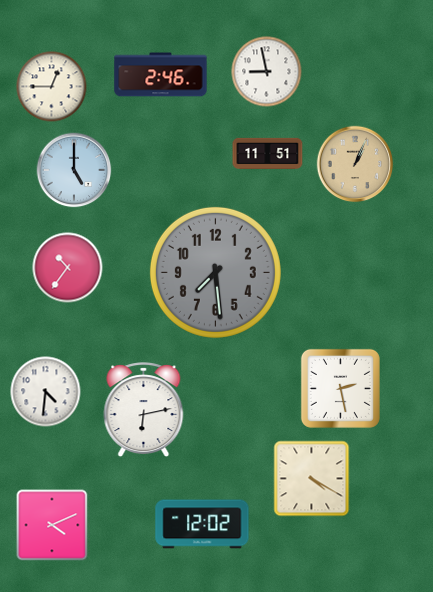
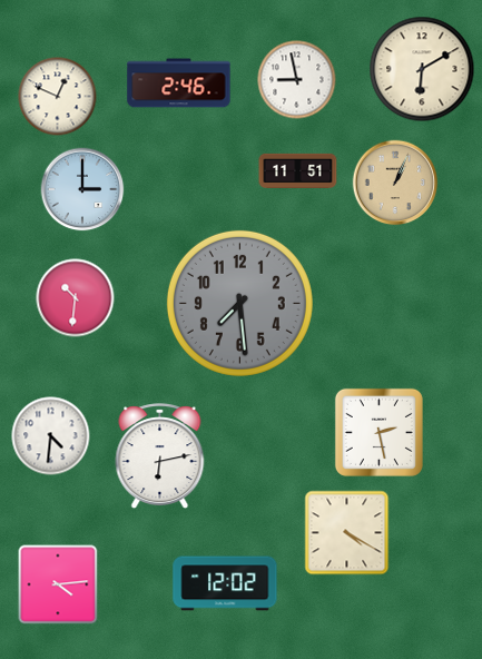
clock at (422, 69): none -> 6:10
clock at (52, 87): 12:45 -> 12:49
clock at (74, 170): 5:00 -> 3:00
clock at (68, 268): 10:36 -> 10:31
clock at (52, 525): 4:11 -> 4:14
